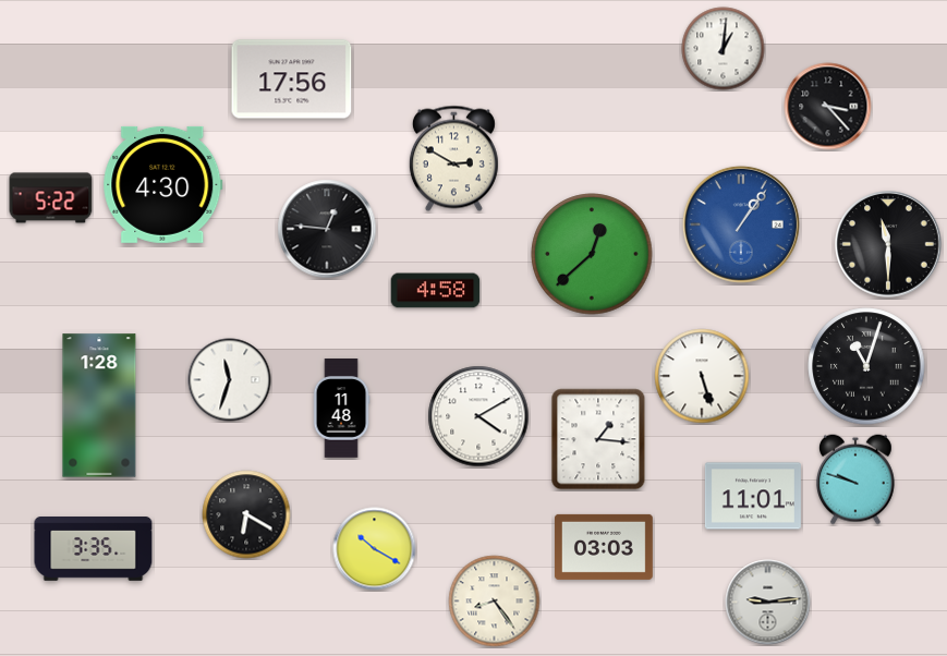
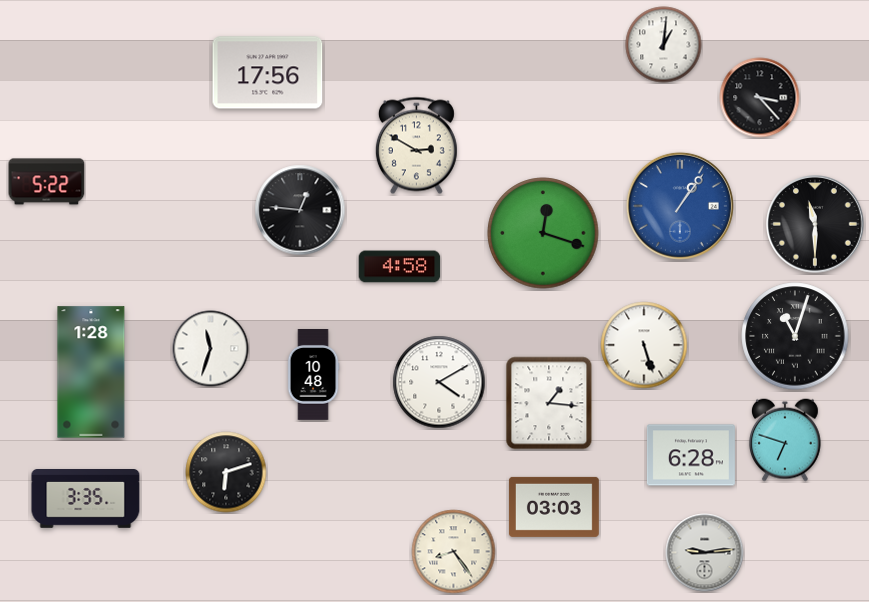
clock at (163, 184): 4:30 -> none
clock at (592, 254): 12:38 -> 12:18
clock at (341, 409): 11:48 -> 10:48
clock at (855, 479): 9:48 -> 6:48
clock at (753, 496): 11:01 -> 6:28
clock at (246, 514): 6:20 -> 6:12
clock at (604, 547) position: (604, 547) -> (554, 507)
clock at (94, 549) position: (94, 549) -> (86, 499)
clock at (375, 549): 10:20 -> none
